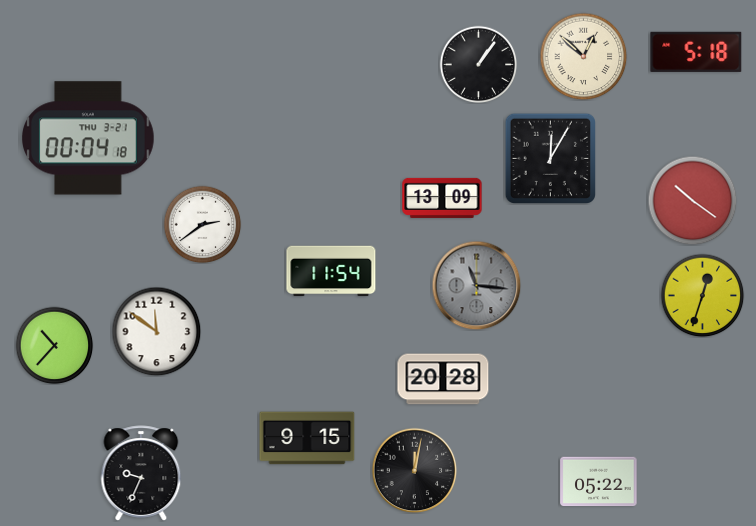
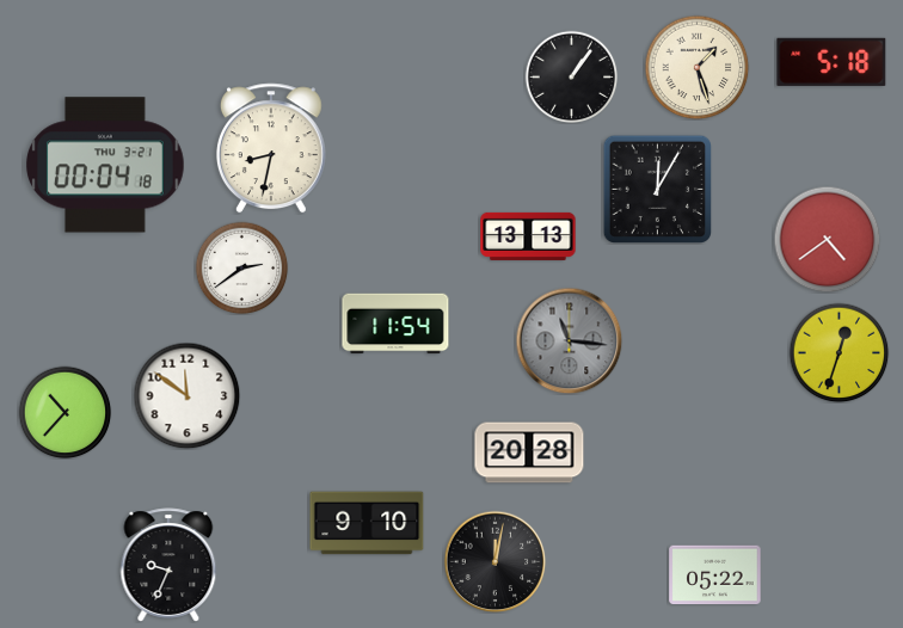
clock at (583, 56): 12:52 -> 1:27
clock at (271, 148): none -> 8:32
clock at (442, 198): 13:09 -> 13:13
clock at (692, 200): 10:21 -> 4:39
clock at (307, 438): 9:15 -> 9:10
